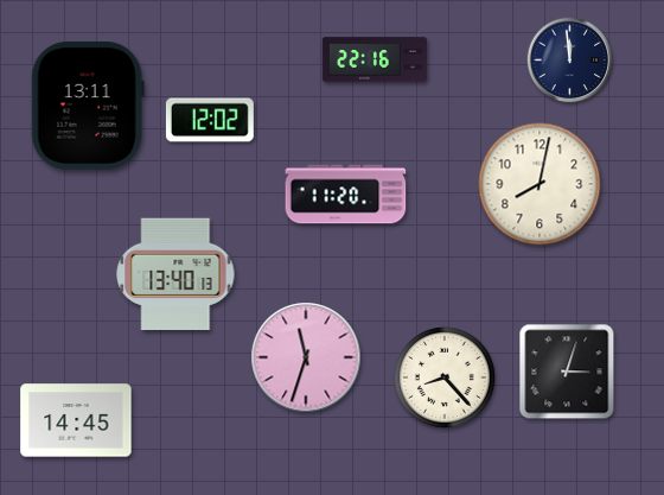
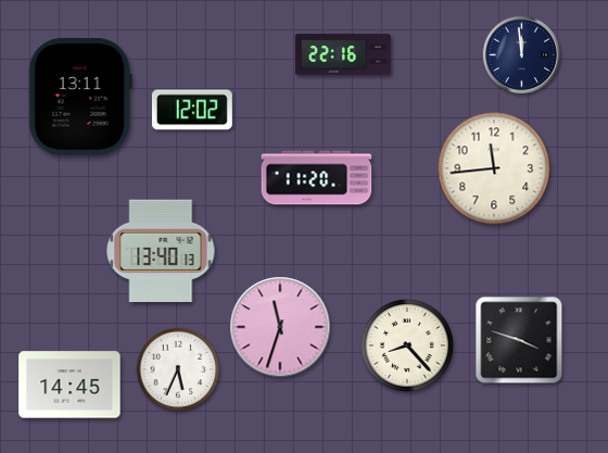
clock at (539, 184): 8:02 -> 11:44
clock at (567, 372): 3:03 -> 3:48
clock at (178, 369): none -> 5:34
